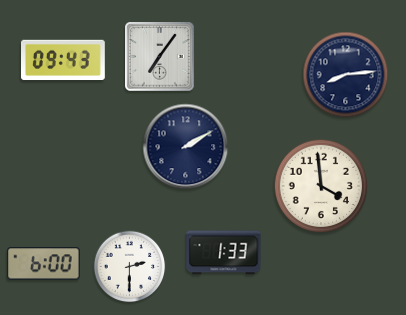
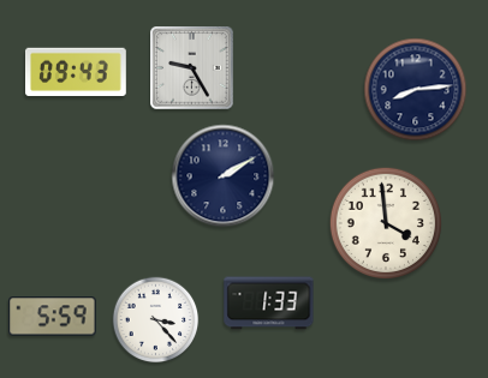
clock at (160, 57): 7:06 -> 9:25
clock at (44, 264): 6:00 -> 5:59
clock at (130, 267): 2:30 -> 3:23
